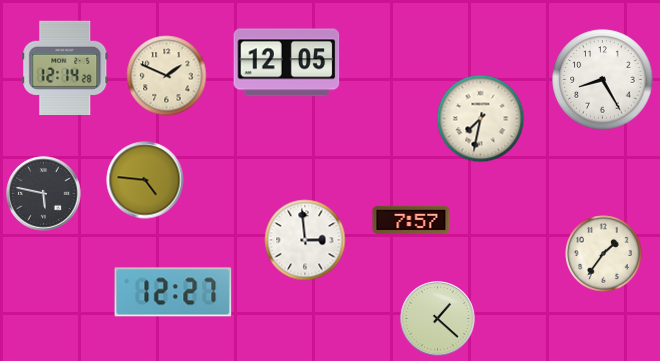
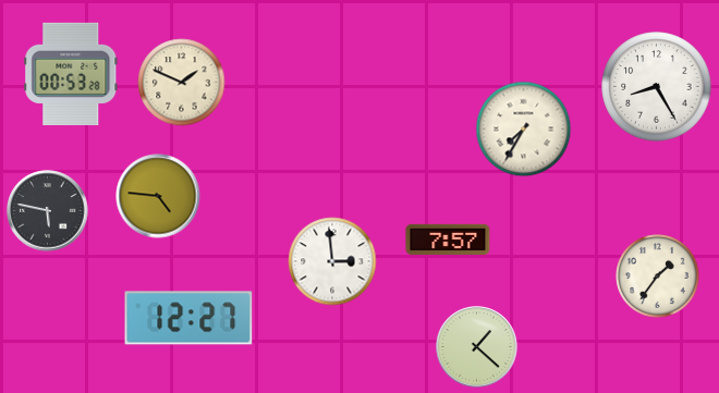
clock at (287, 63): 12:05 -> none
clock at (65, 68): 12:14 -> 00:53
clock at (481, 119): 7:32 -> 7:35
